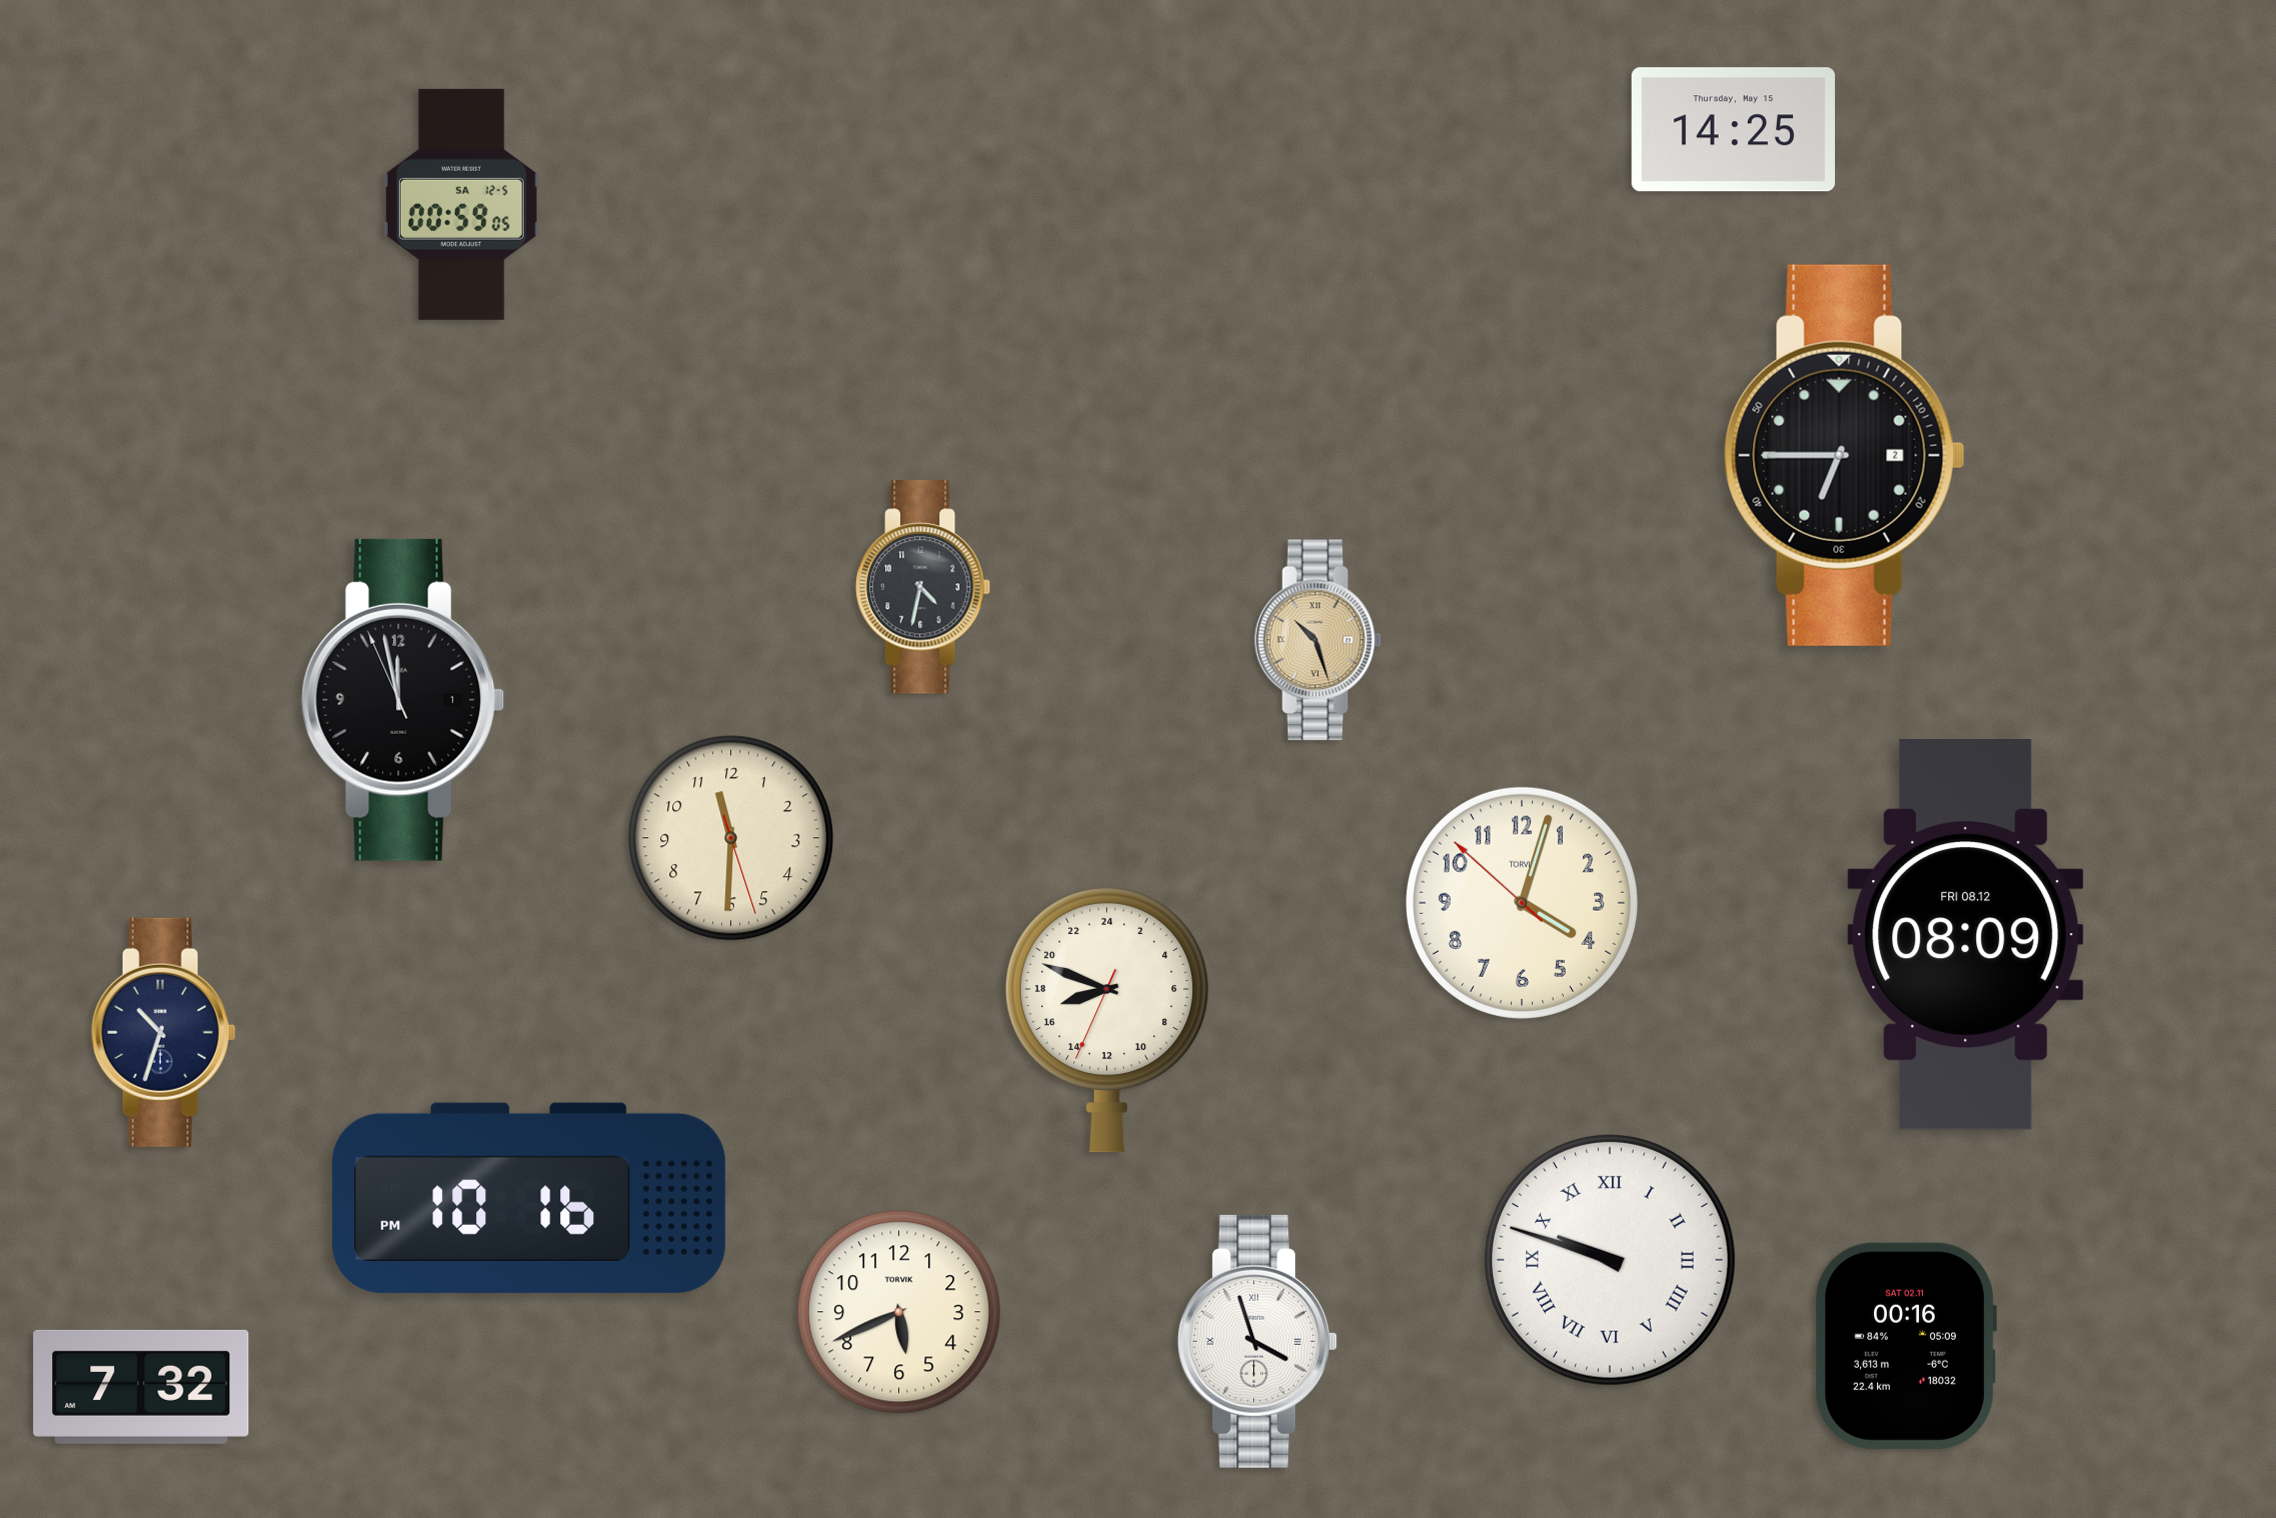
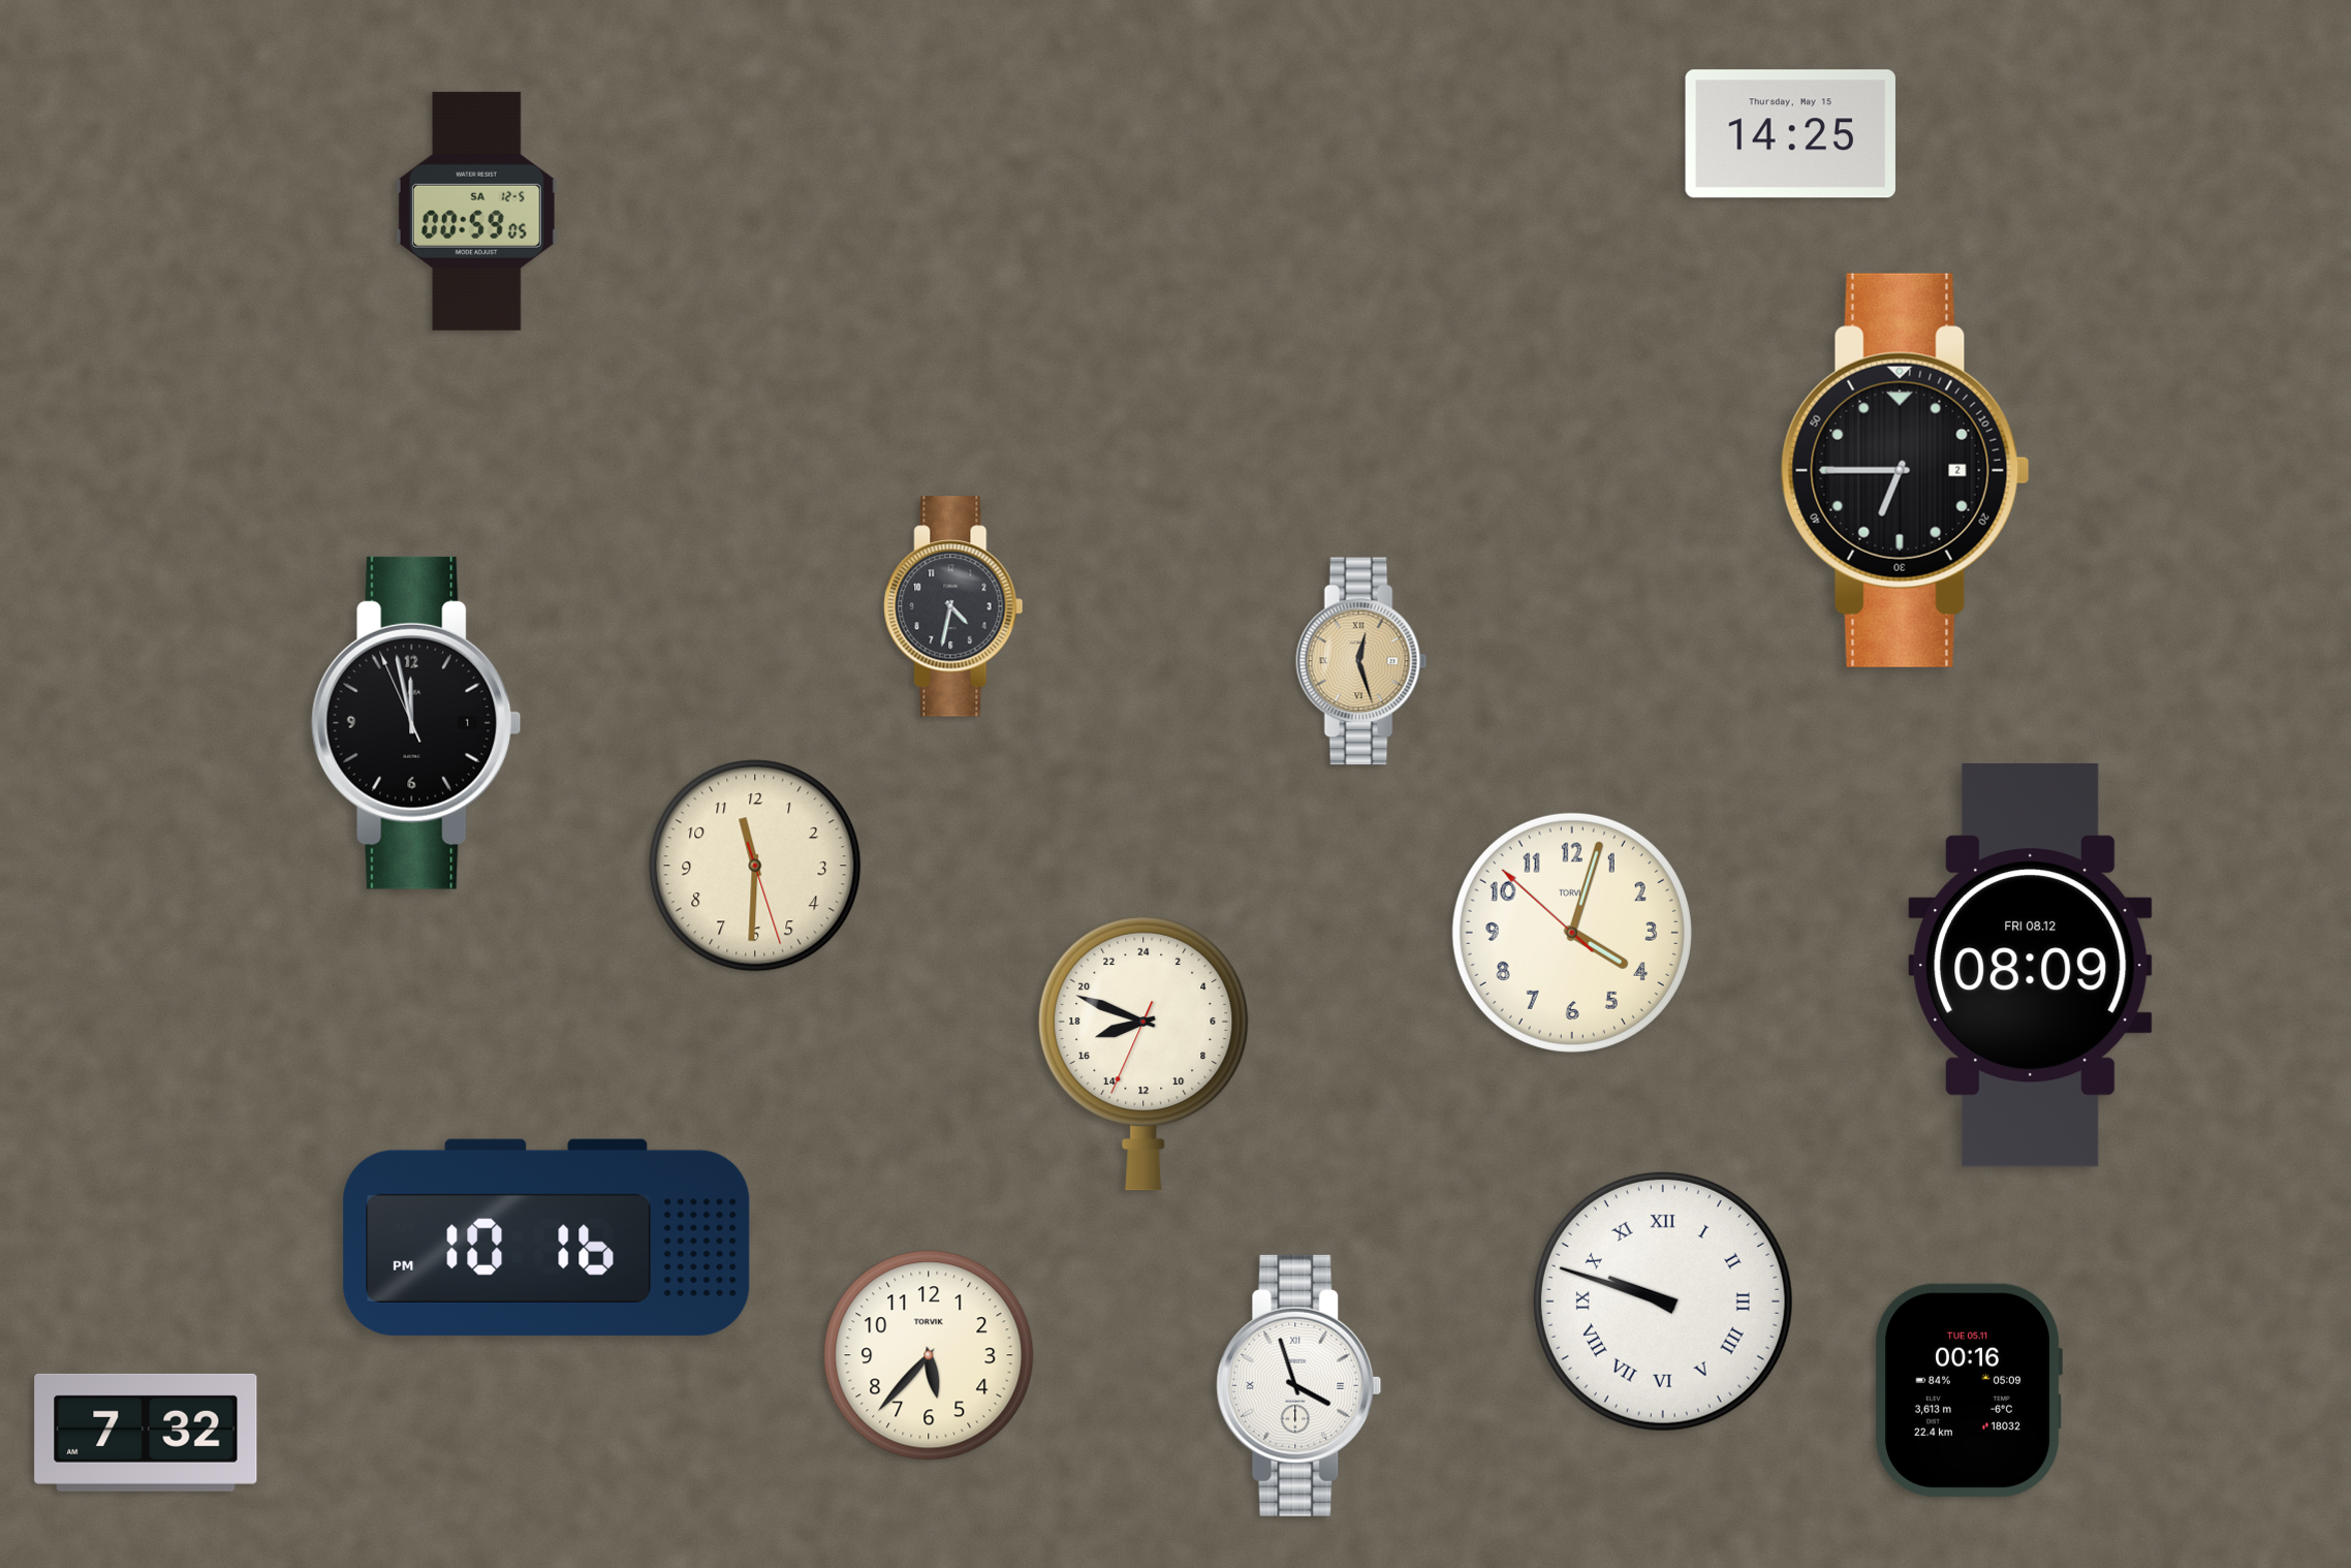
clock at (1318, 640): 10:27 -> 12:27
clock at (163, 1032): 10:33 -> none
clock at (899, 1312): 5:41 -> 5:37
clock at (1905, 1346) date: SAT 02.11 -> TUE 05.11
